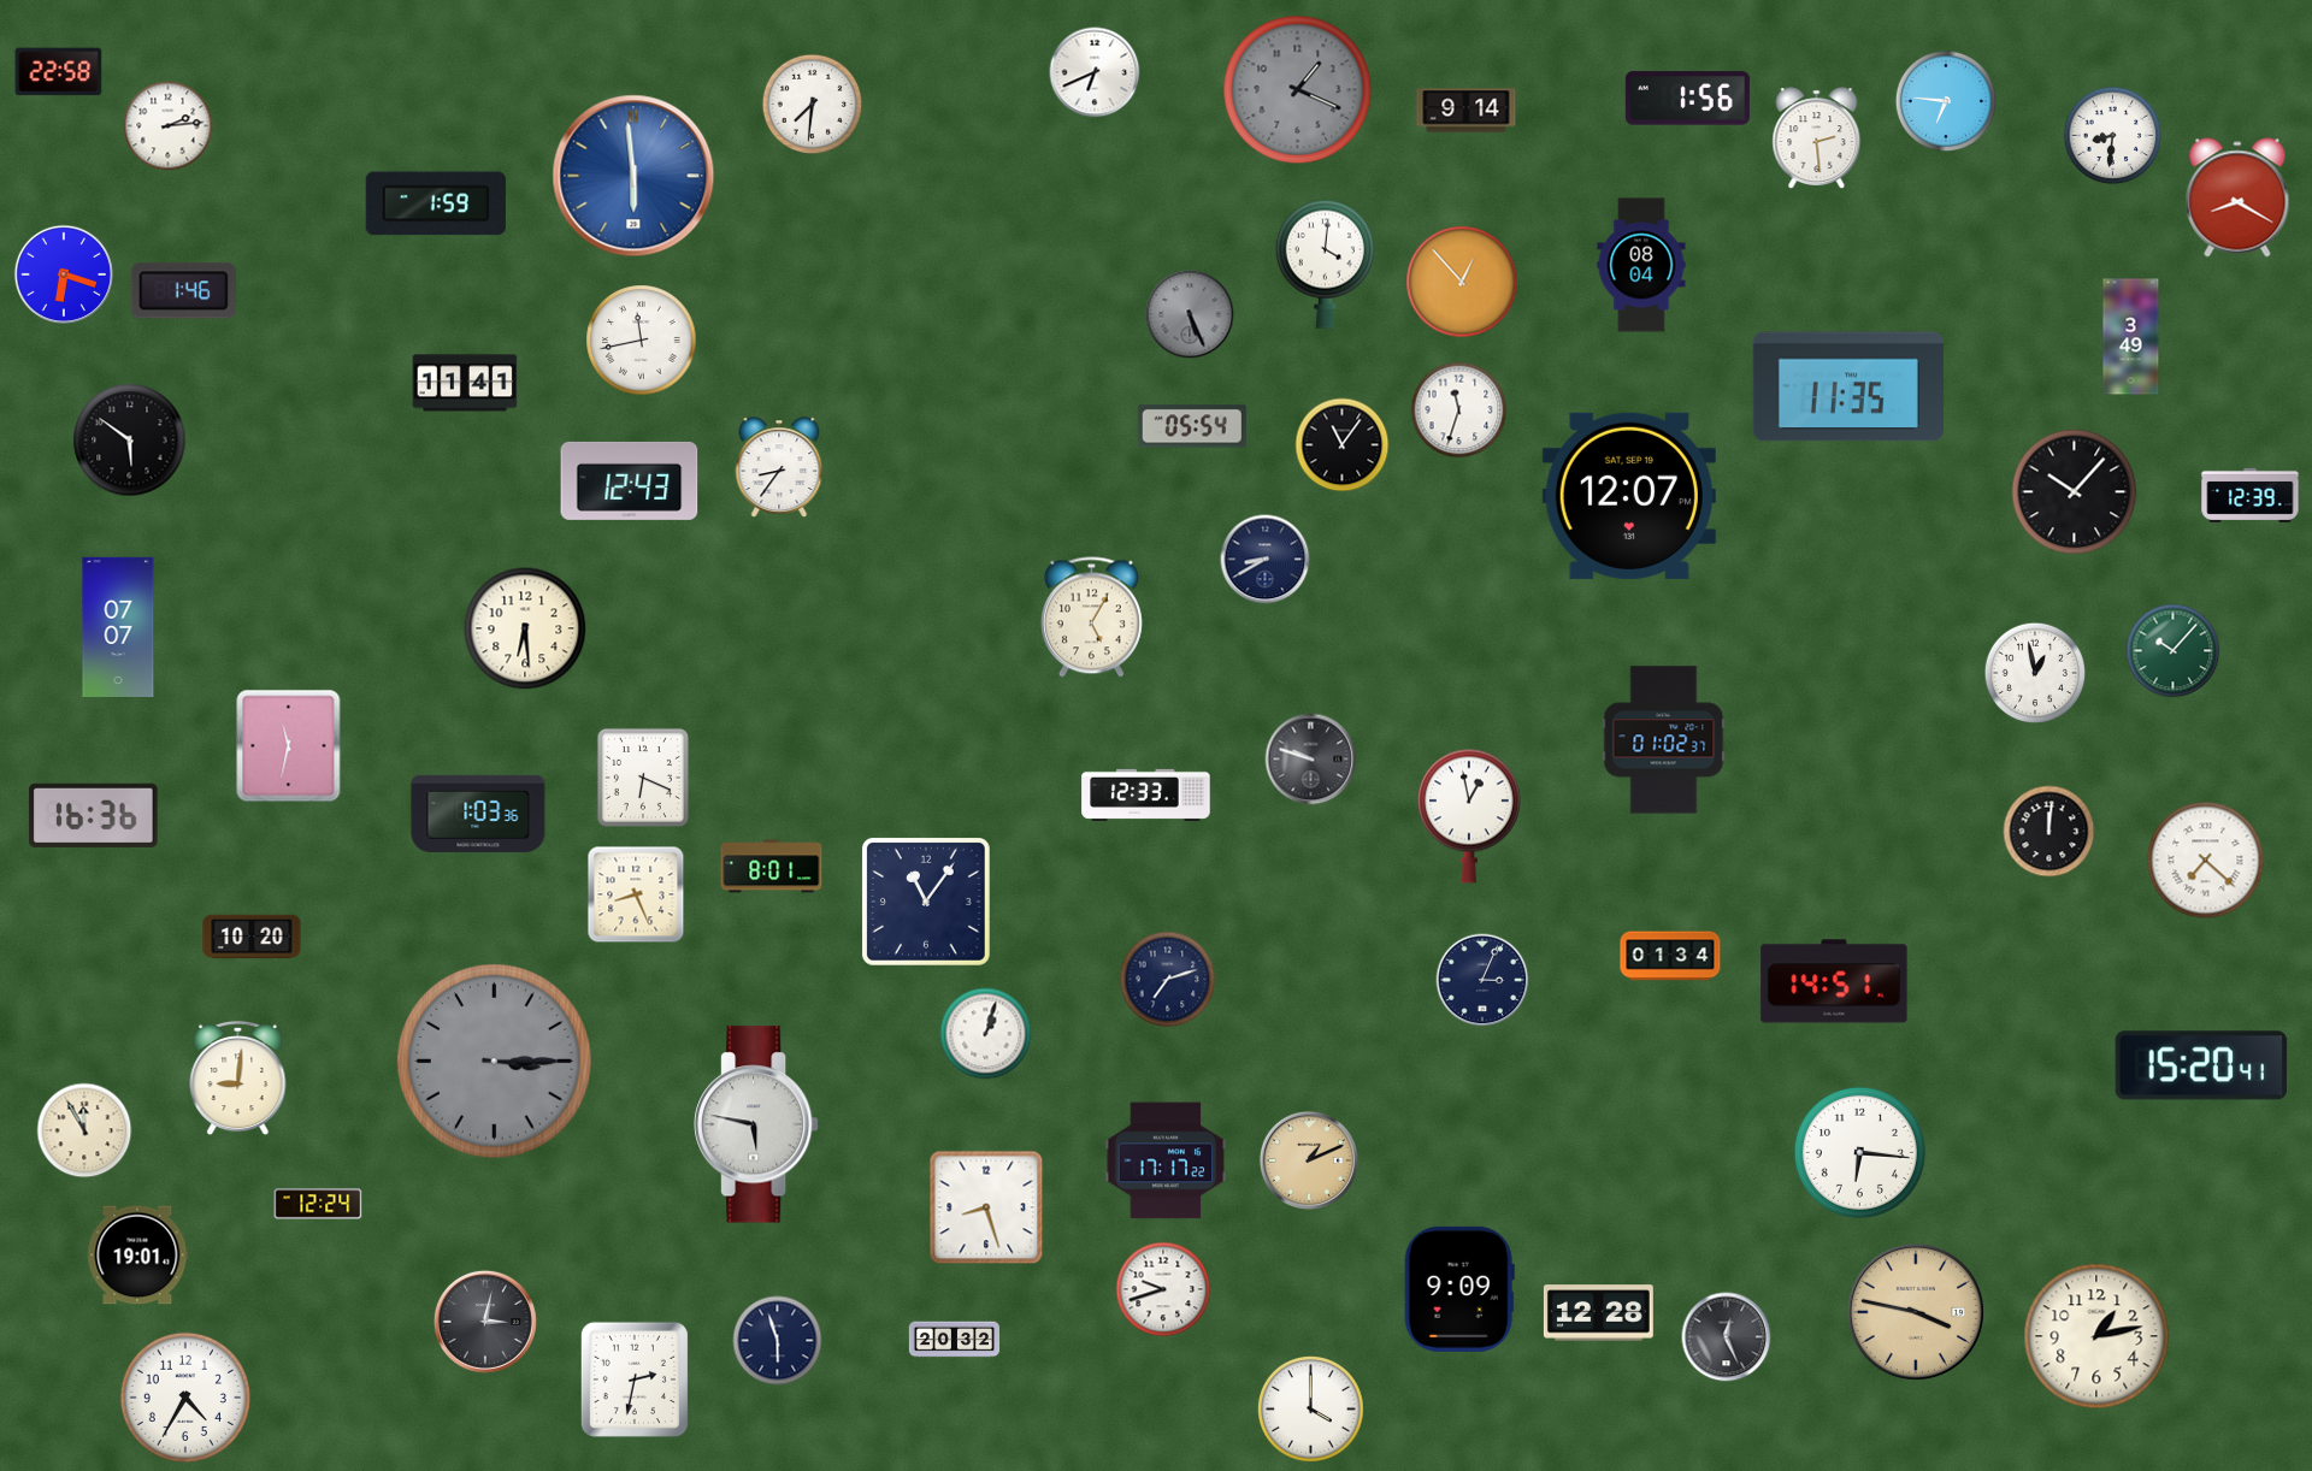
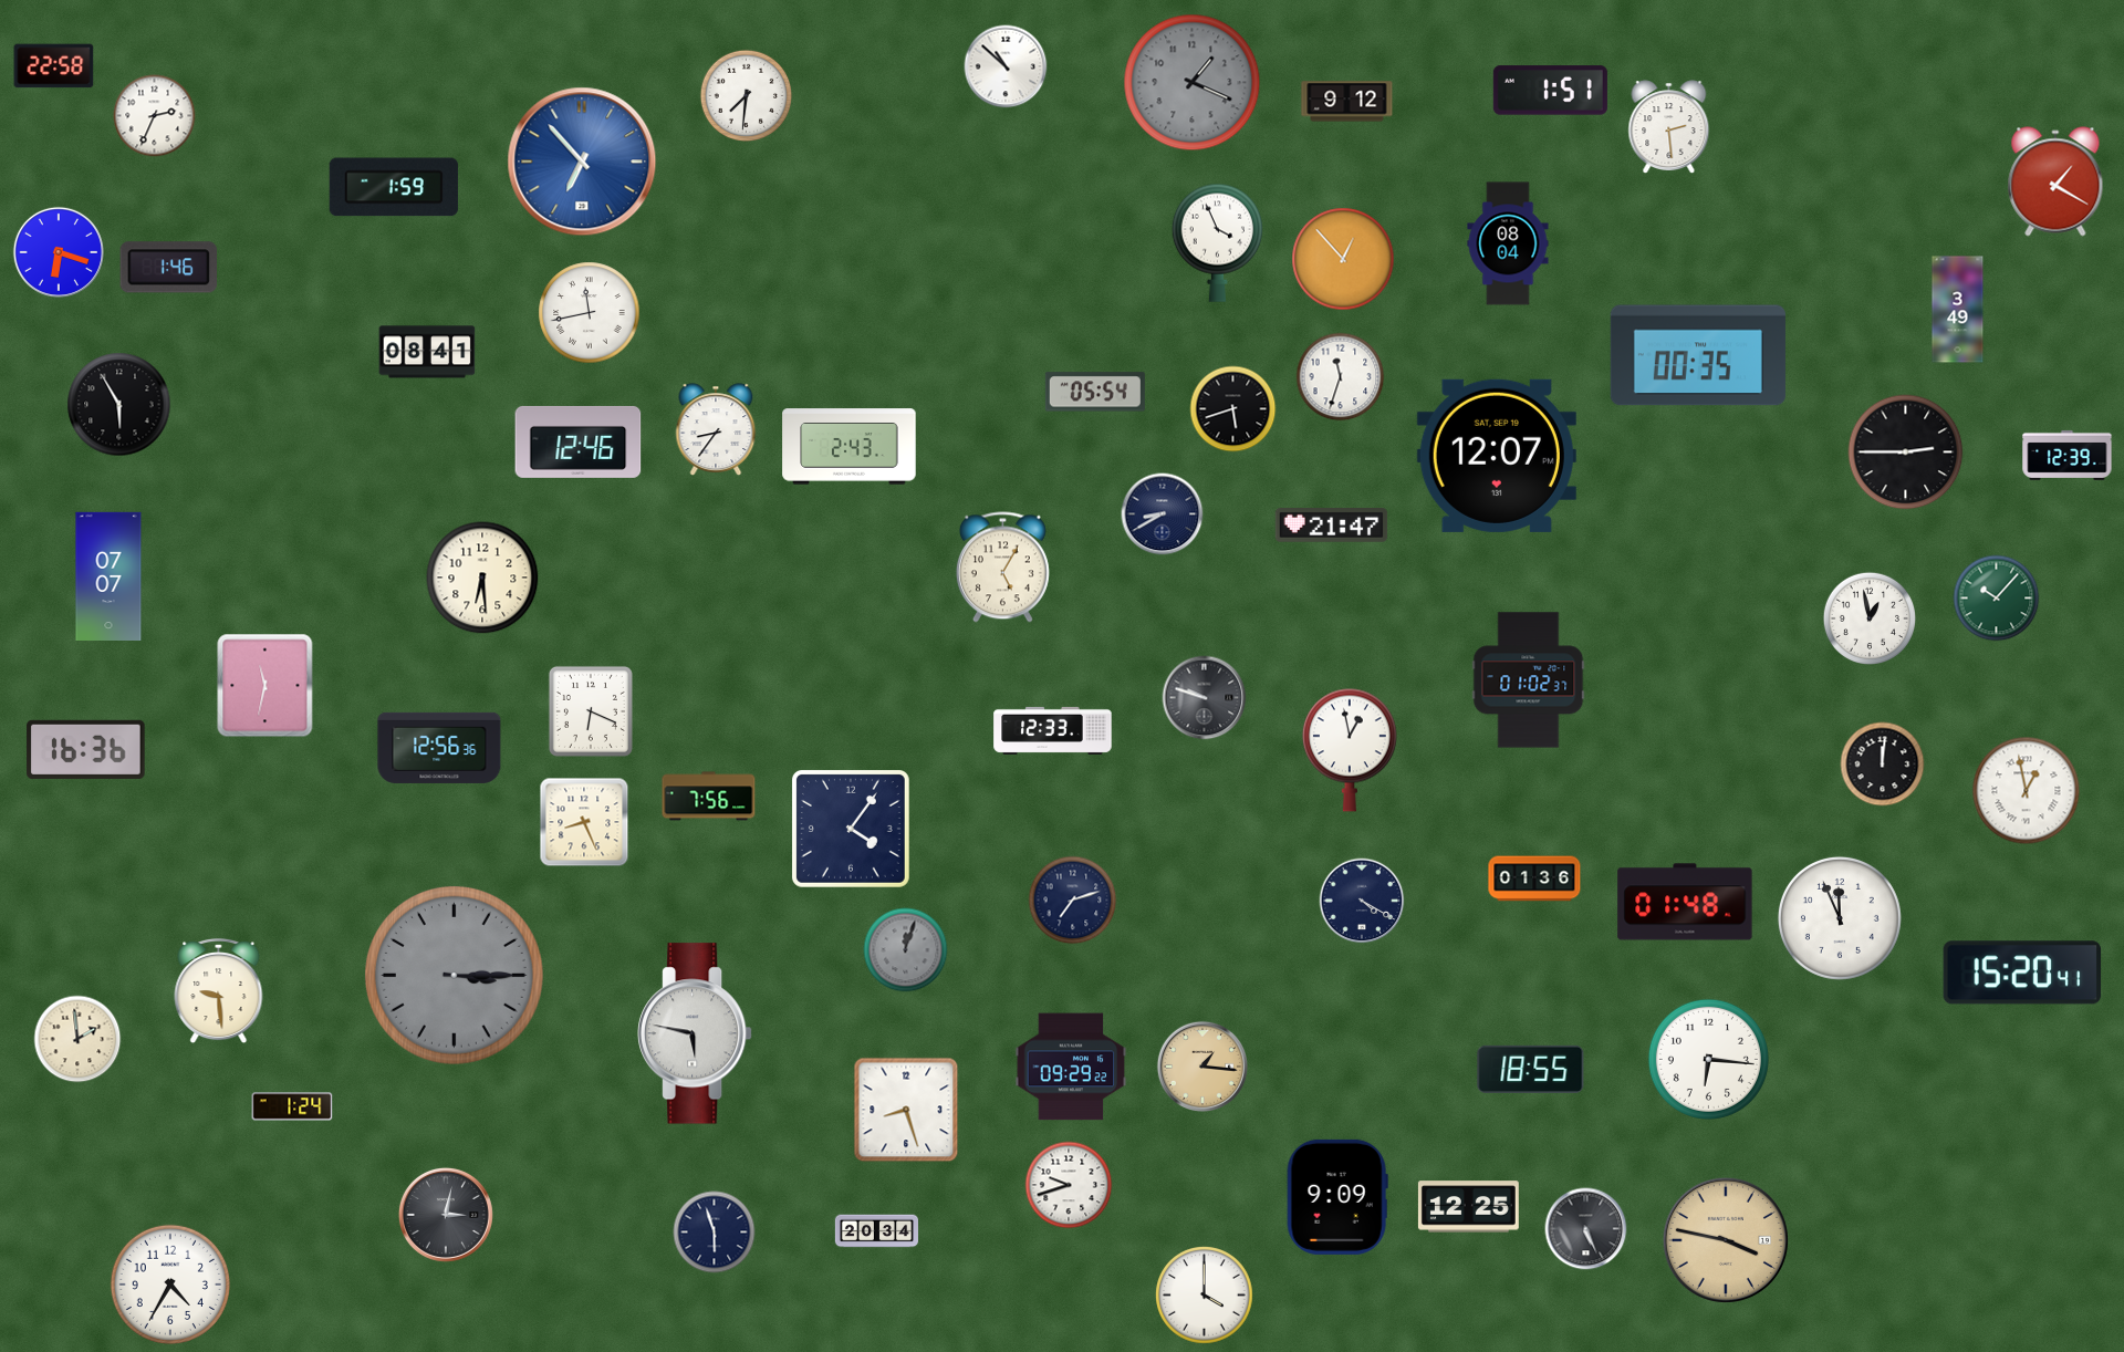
clock at (1095, 72): 6:41 -> 10:52
clock at (1687, 99): 1:56 -> 1:51
clock at (1945, 100): 6:46 -> none
clock at (1467, 111): 9:14 -> 9:12
clock at (169, 126): 2:14 -> 2:34
clock at (2113, 136): 8:31 -> none
clock at (633, 176): 5:59 -> 6:53
clock at (2237, 197): 8:20 -> 1:20
clock at (436, 203) position: (436, 203) -> (394, 187)
clock at (1325, 264): 4:01 -> 3:56
clock at (1190, 314): 5:26 -> none
clock at (465, 383): 11:41 -> 08:41
clock at (1848, 386): 11:35 -> 00:35
clock at (130, 441): 5:51 -> 5:55
clock at (1343, 445): 11:06 -> 5:42
clock at (630, 480): 12:43 -> 12:46
clock at (850, 447): none -> 2:43
clock at (2075, 492): 10:07 -> 2:45
clock at (1332, 526): none -> 21:47
clock at (643, 778) position: (643, 778) -> (591, 711)
clock at (478, 814): 1:03 -> 12:56
clock at (2206, 861): 7:22 -> 12:58
clock at (772, 867): 8:01 -> 7:56
clock at (926, 902): 11:06 -> 4:06
clock at (252, 937): 10:20 -> none
clock at (1670, 956): 01:34 -> 01:36
clock at (1482, 980): 3:04 -> 4:20
clock at (1834, 981): 14:51 -> 01:48
clock at (1840, 918): none -> 11:56
clock at (986, 1034): 1:03 -> 12:03
clock at (986, 1034) dial: white -> grey
clock at (2201, 1065) position: (2201, 1065) -> (2022, 973)
clock at (238, 1079): 9:01 -> 9:29
clock at (84, 1130): 11:55 -> 1:59
clock at (1166, 1160): 17:17 -> 09:29
clock at (1309, 1160): 1:11 -> 1:16
clock at (1531, 1069): none -> 18:55
clock at (318, 1204): 12:24 -> 1:24
clock at (138, 1256): 19:01 -> none
clock at (1459, 1289) position: (1459, 1289) -> (1337, 1197)
clock at (1915, 1311) position: (1915, 1311) -> (1725, 1239)
clock at (1598, 1313): 12:28 -> 12:25
clock at (2096, 1336): 1:13 -> none
clock at (1727, 1337): 12:26 -> 5:26
clock at (955, 1340): 20:32 -> 20:34
clock at (635, 1380): 2:32 -> none
